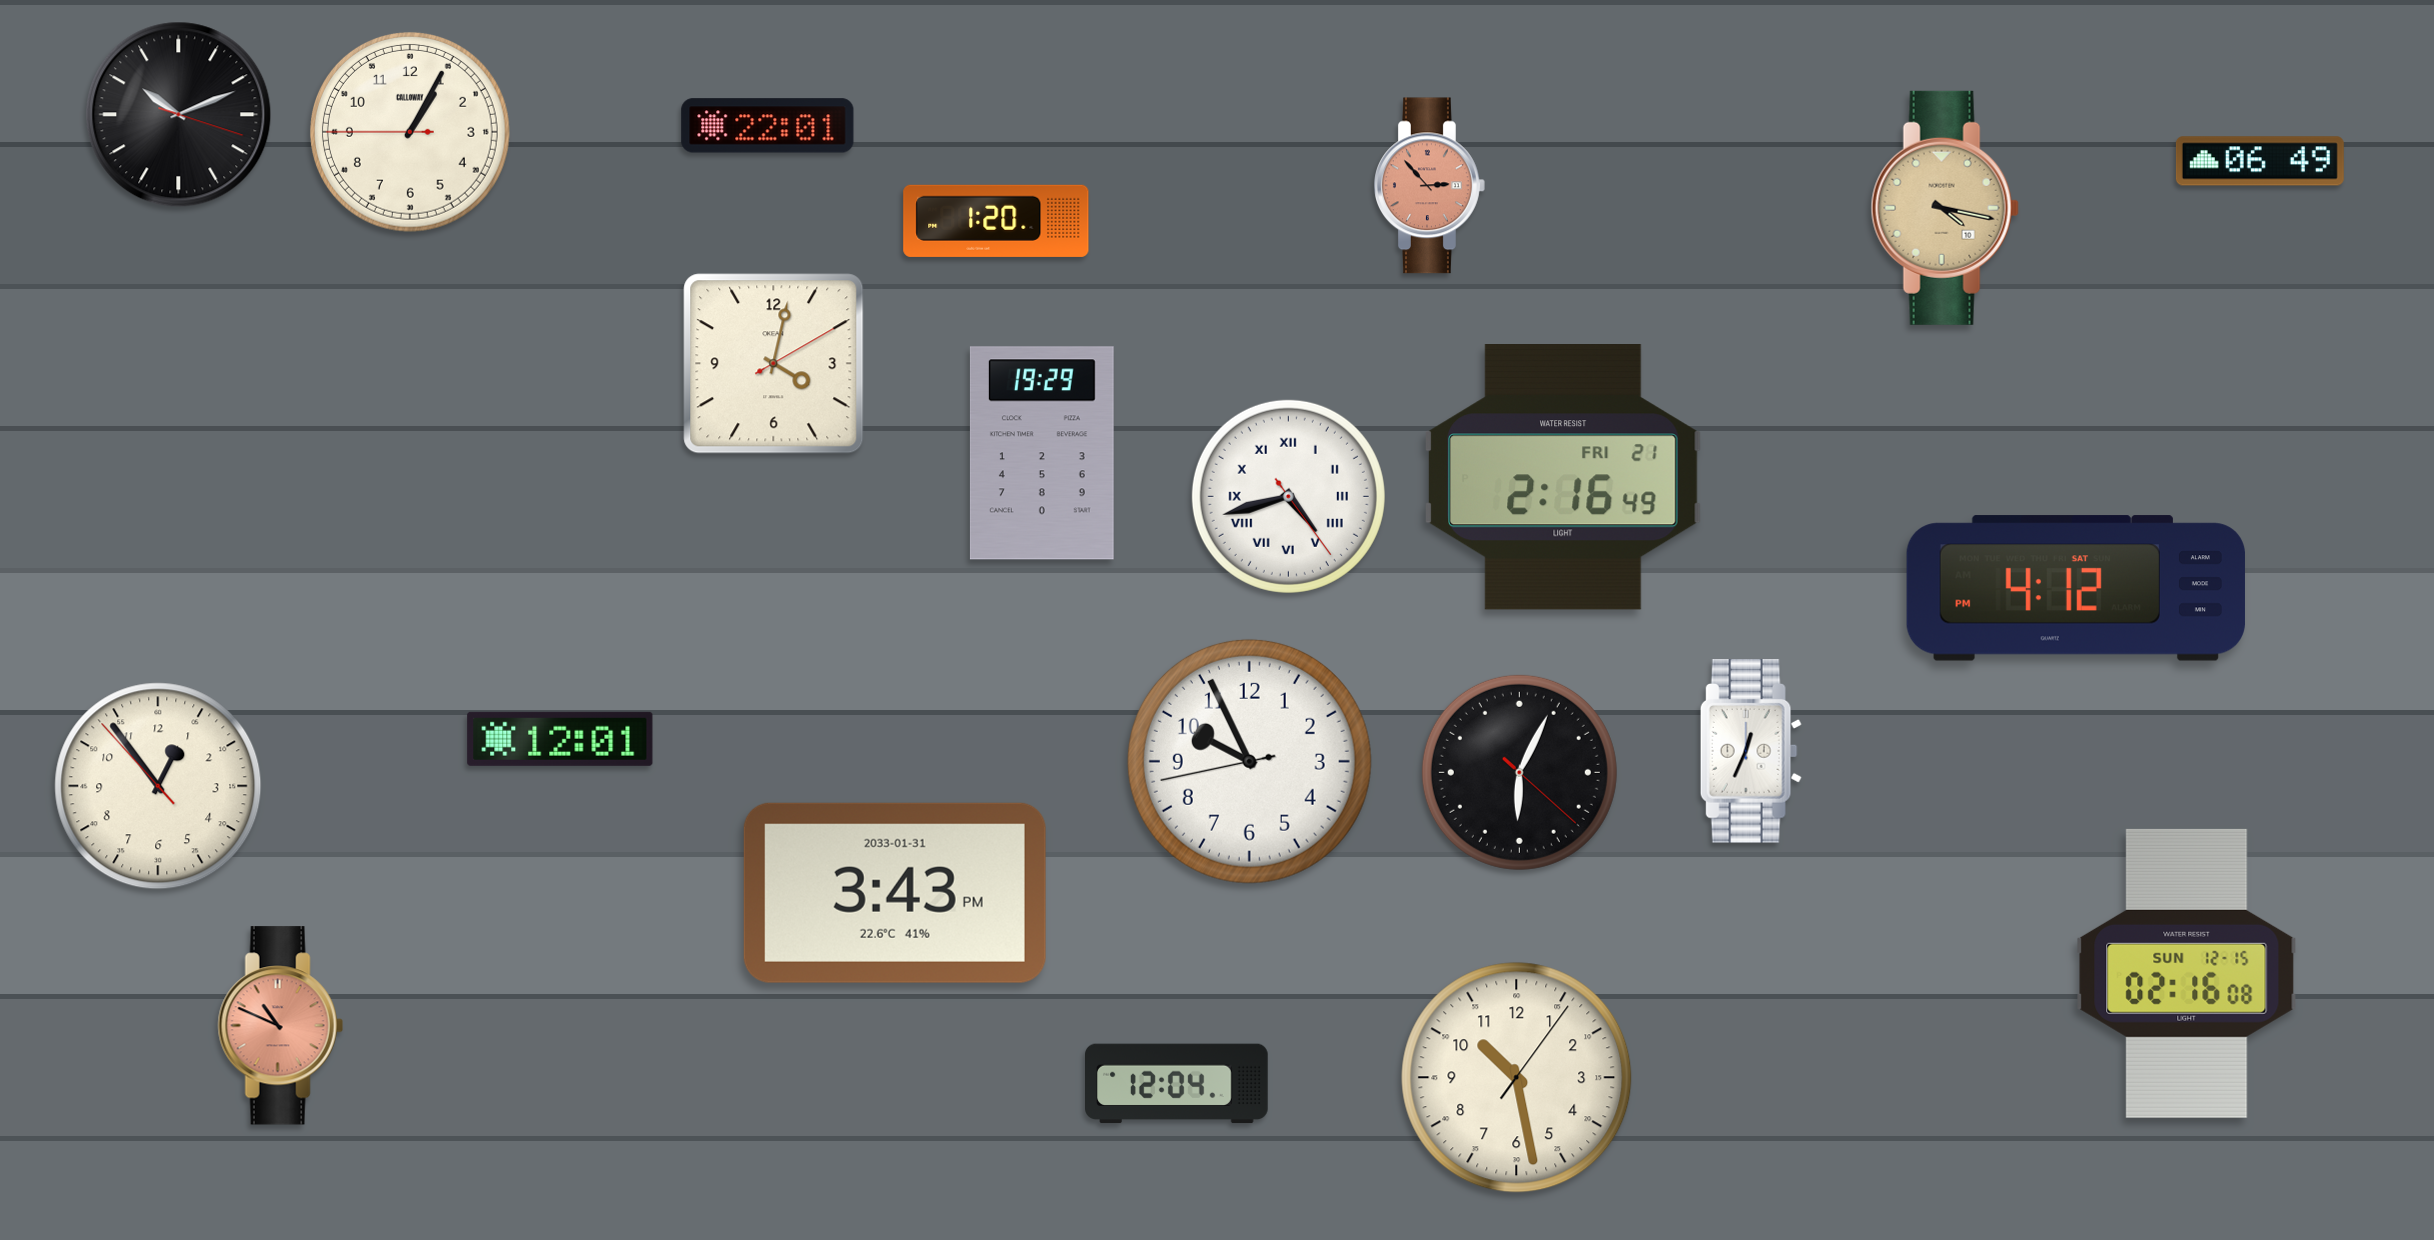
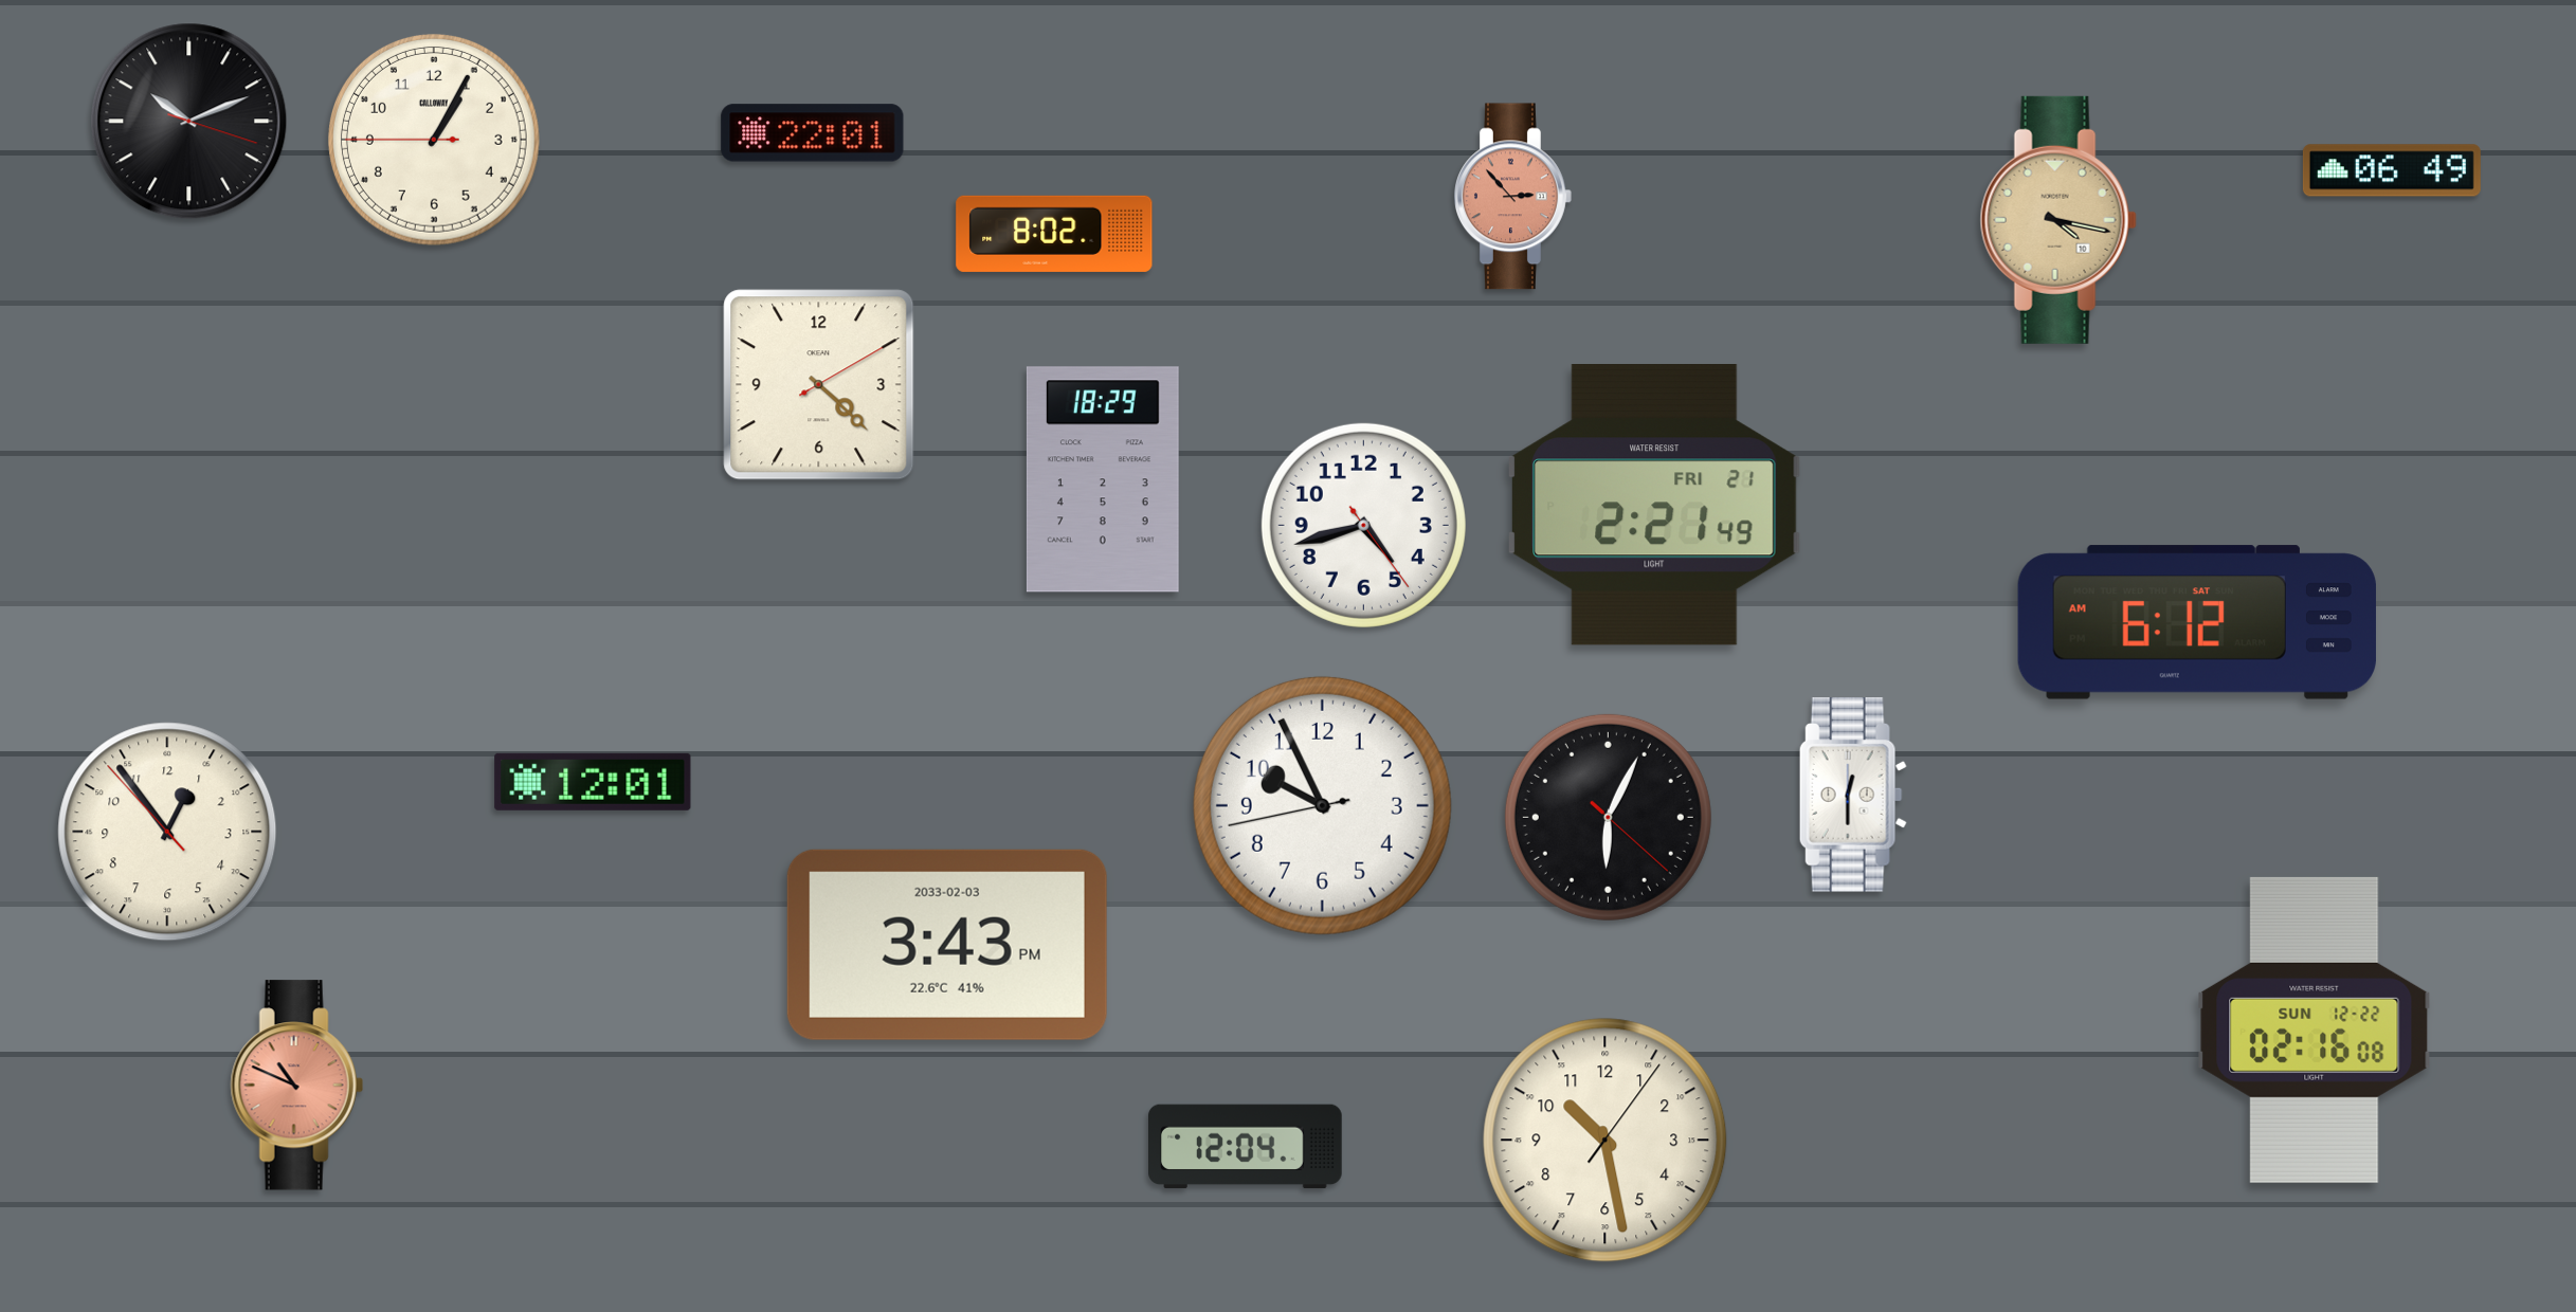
clock at (996, 221): 1:20 -> 8:02
clock at (774, 364): 4:02 -> 4:22
clock at (1042, 453): 19:29 -> 18:29
clock at (1563, 477): 2:16 -> 2:21
clock at (1288, 496) numerals: Roman -> Arabic
clock at (2076, 588): 4:12 -> 6:12
clock at (1751, 751): 12:34 -> 12:30
clock at (895, 893) date: 2033-01-31 -> 2033-02-03
clock at (2187, 973) date: SUN 12-15 -> SUN 12-22
